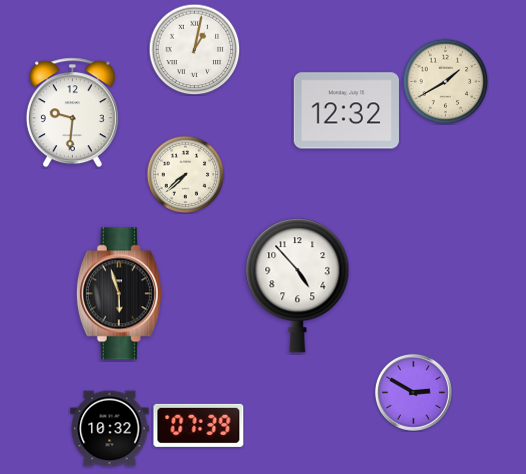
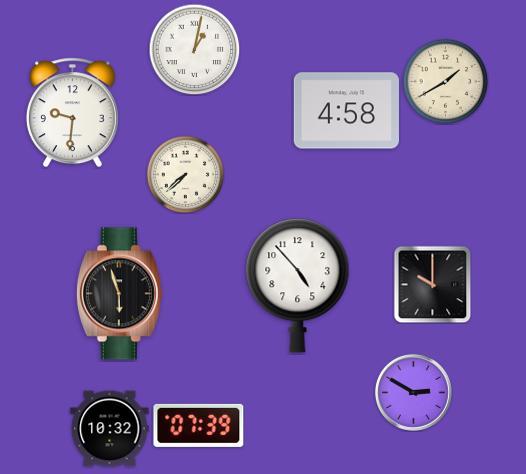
clock at (346, 111): 12:32 -> 4:58
clock at (432, 284): none -> 10:00
